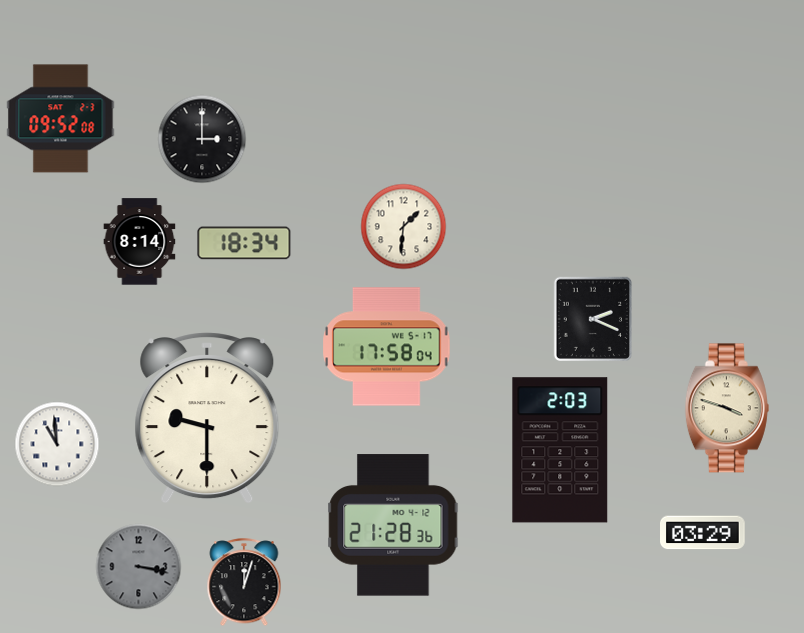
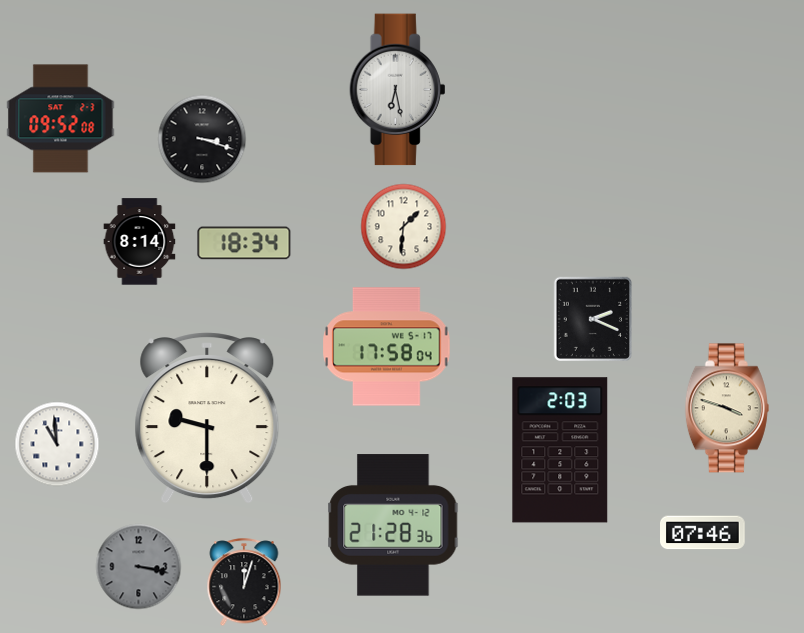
clock at (398, 90): none -> 6:28
clock at (202, 139): 3:00 -> 3:18
clock at (703, 533): 03:29 -> 07:46
